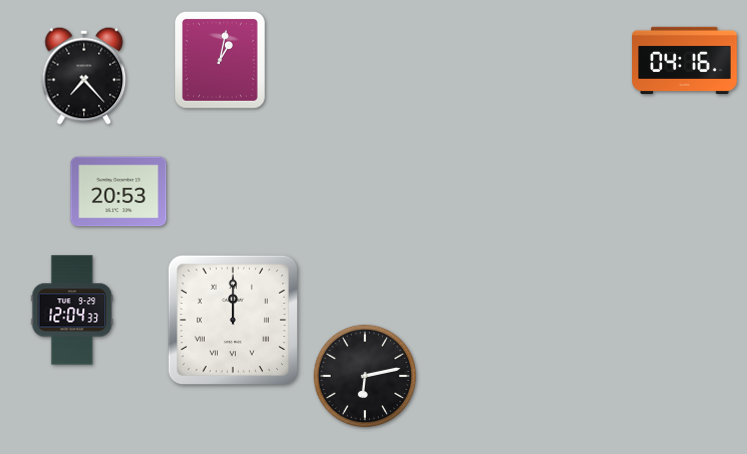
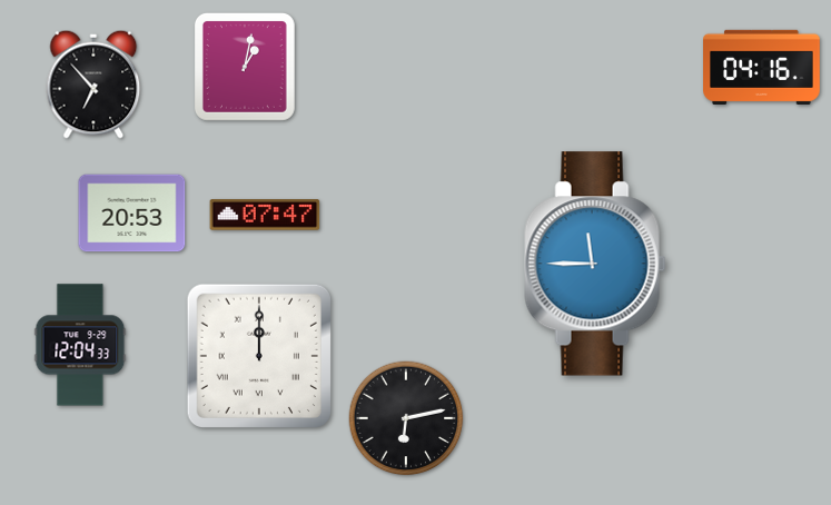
clock at (84, 76): 7:23 -> 6:53
clock at (265, 215): none -> 07:47
clock at (595, 264): none -> 11:45
